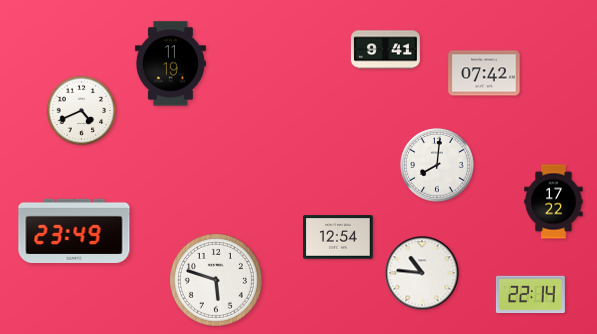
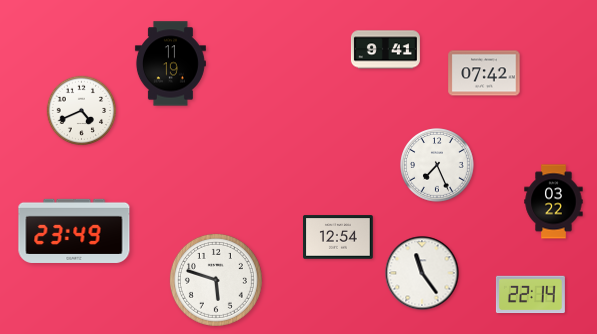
clock at (437, 165): 8:01 -> 7:26
clock at (554, 202): 17:22 -> 03:22
clock at (422, 273): 10:46 -> 11:24
